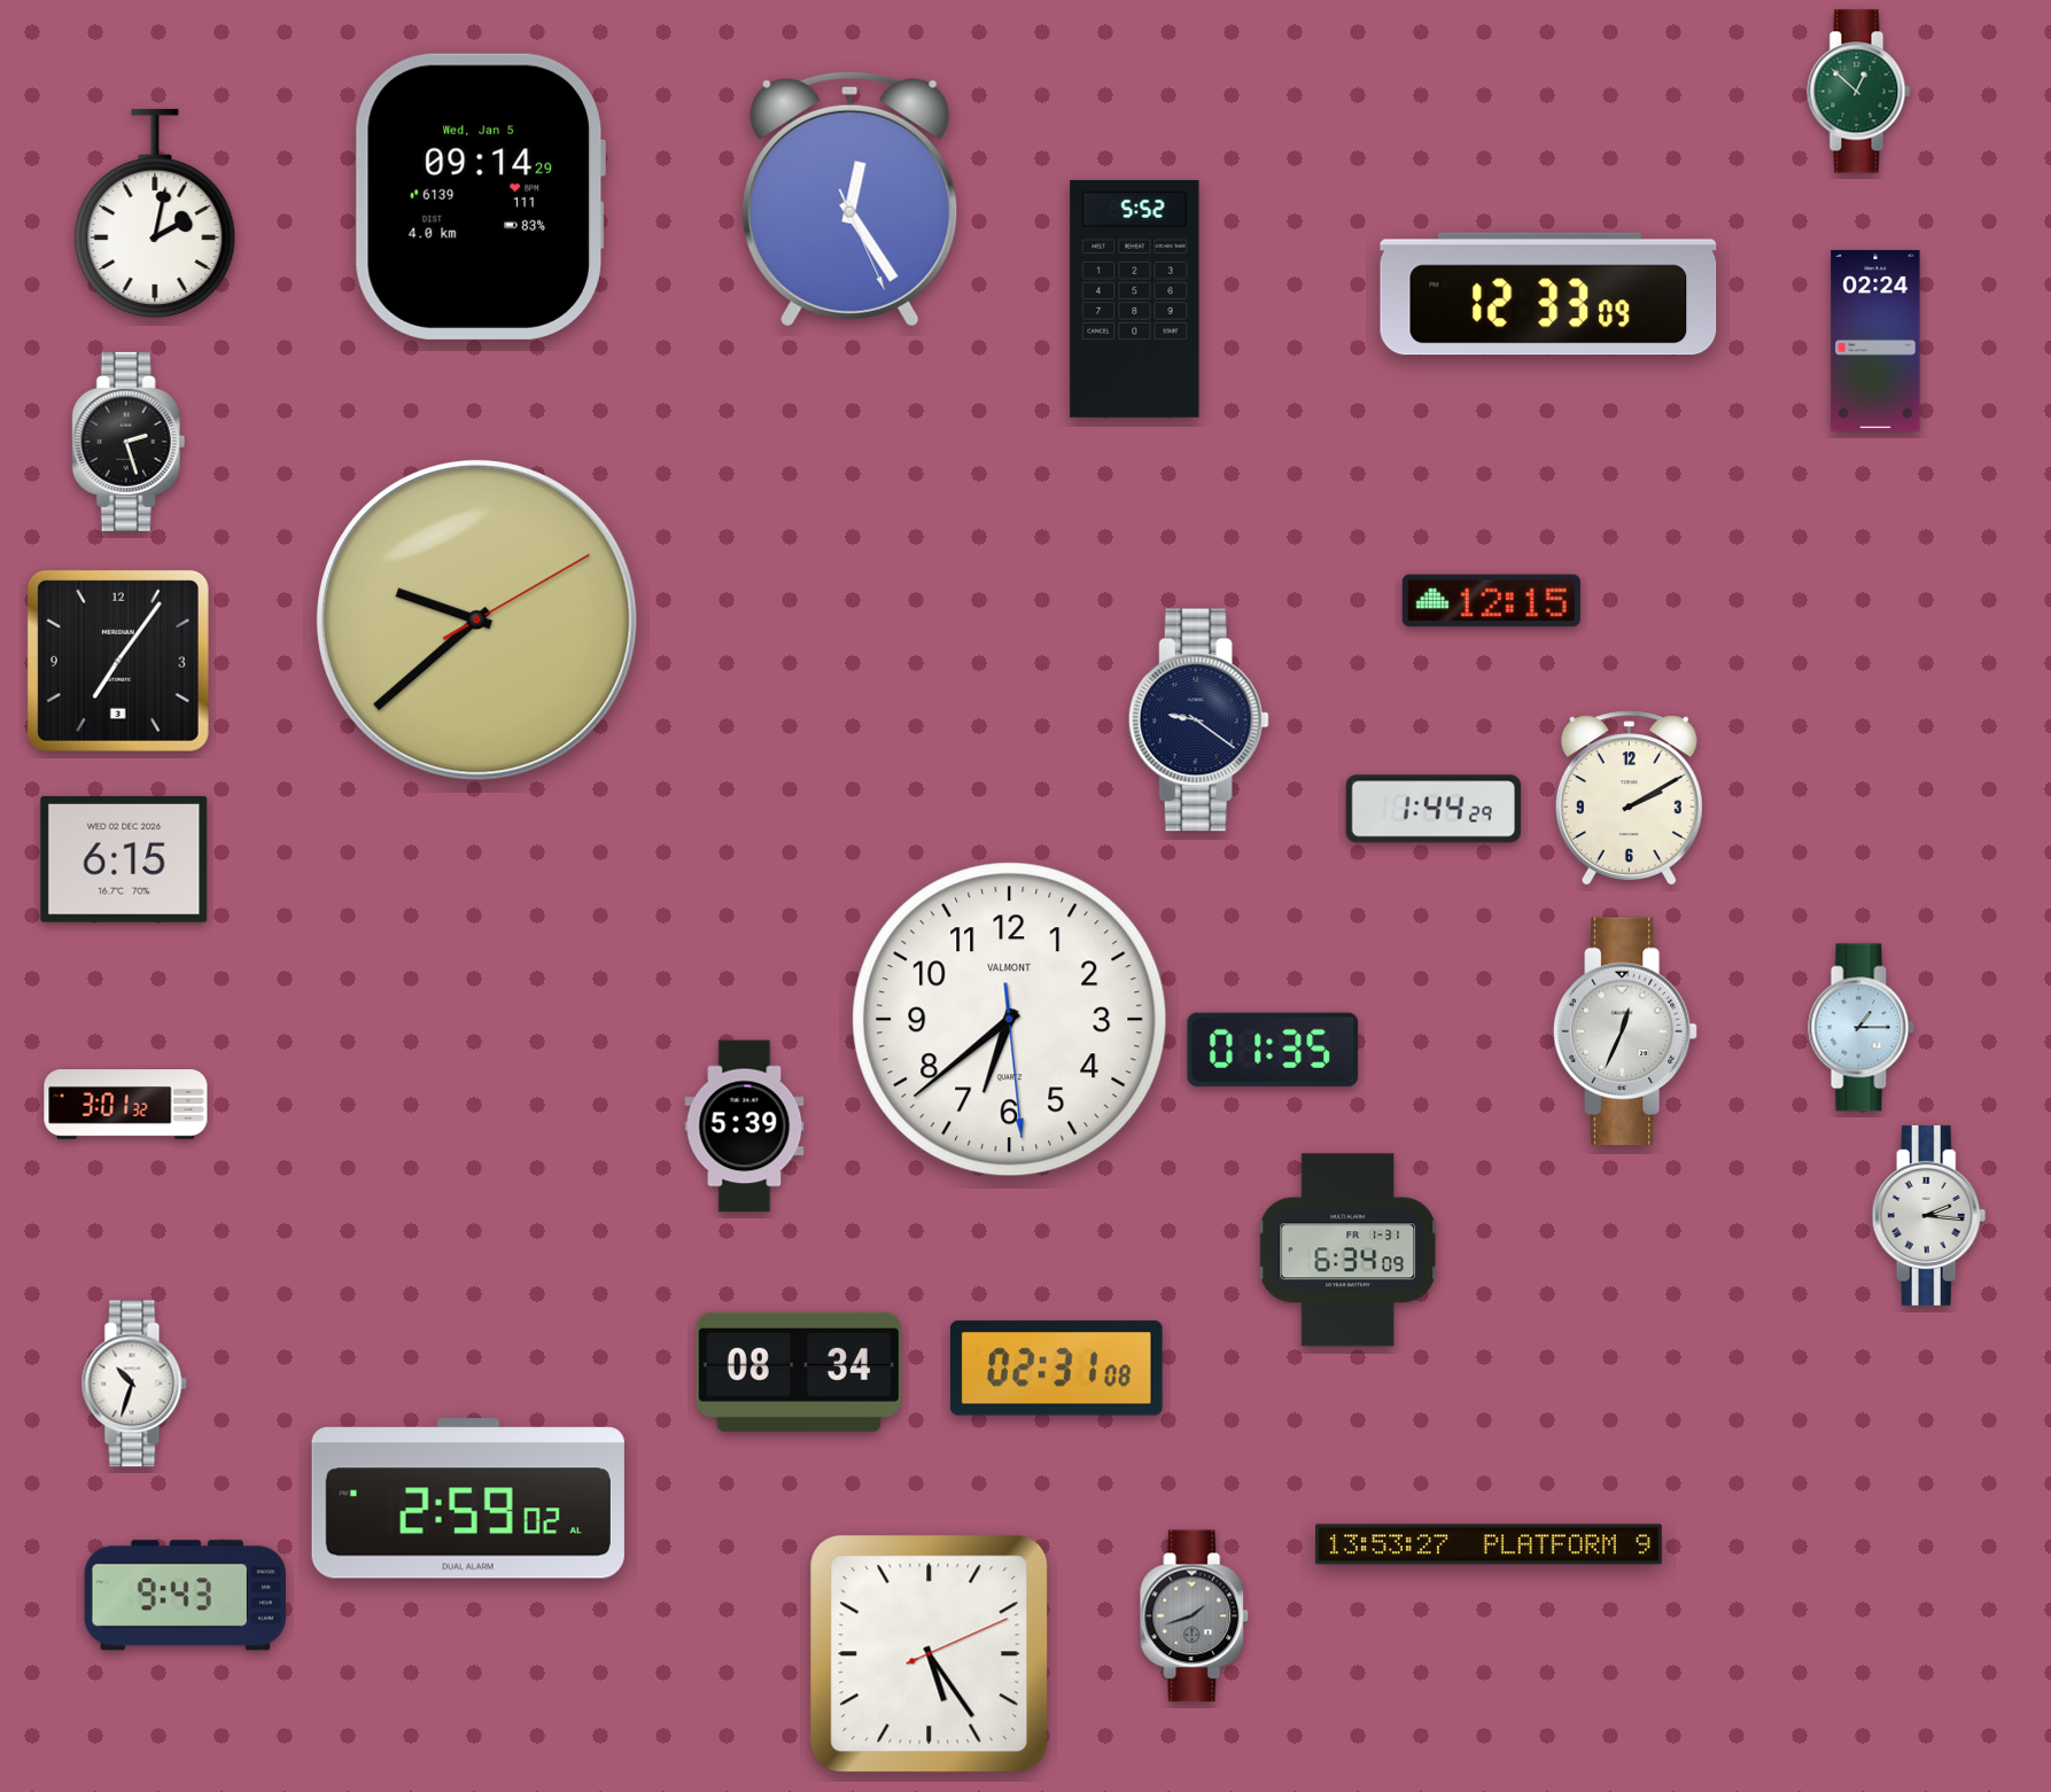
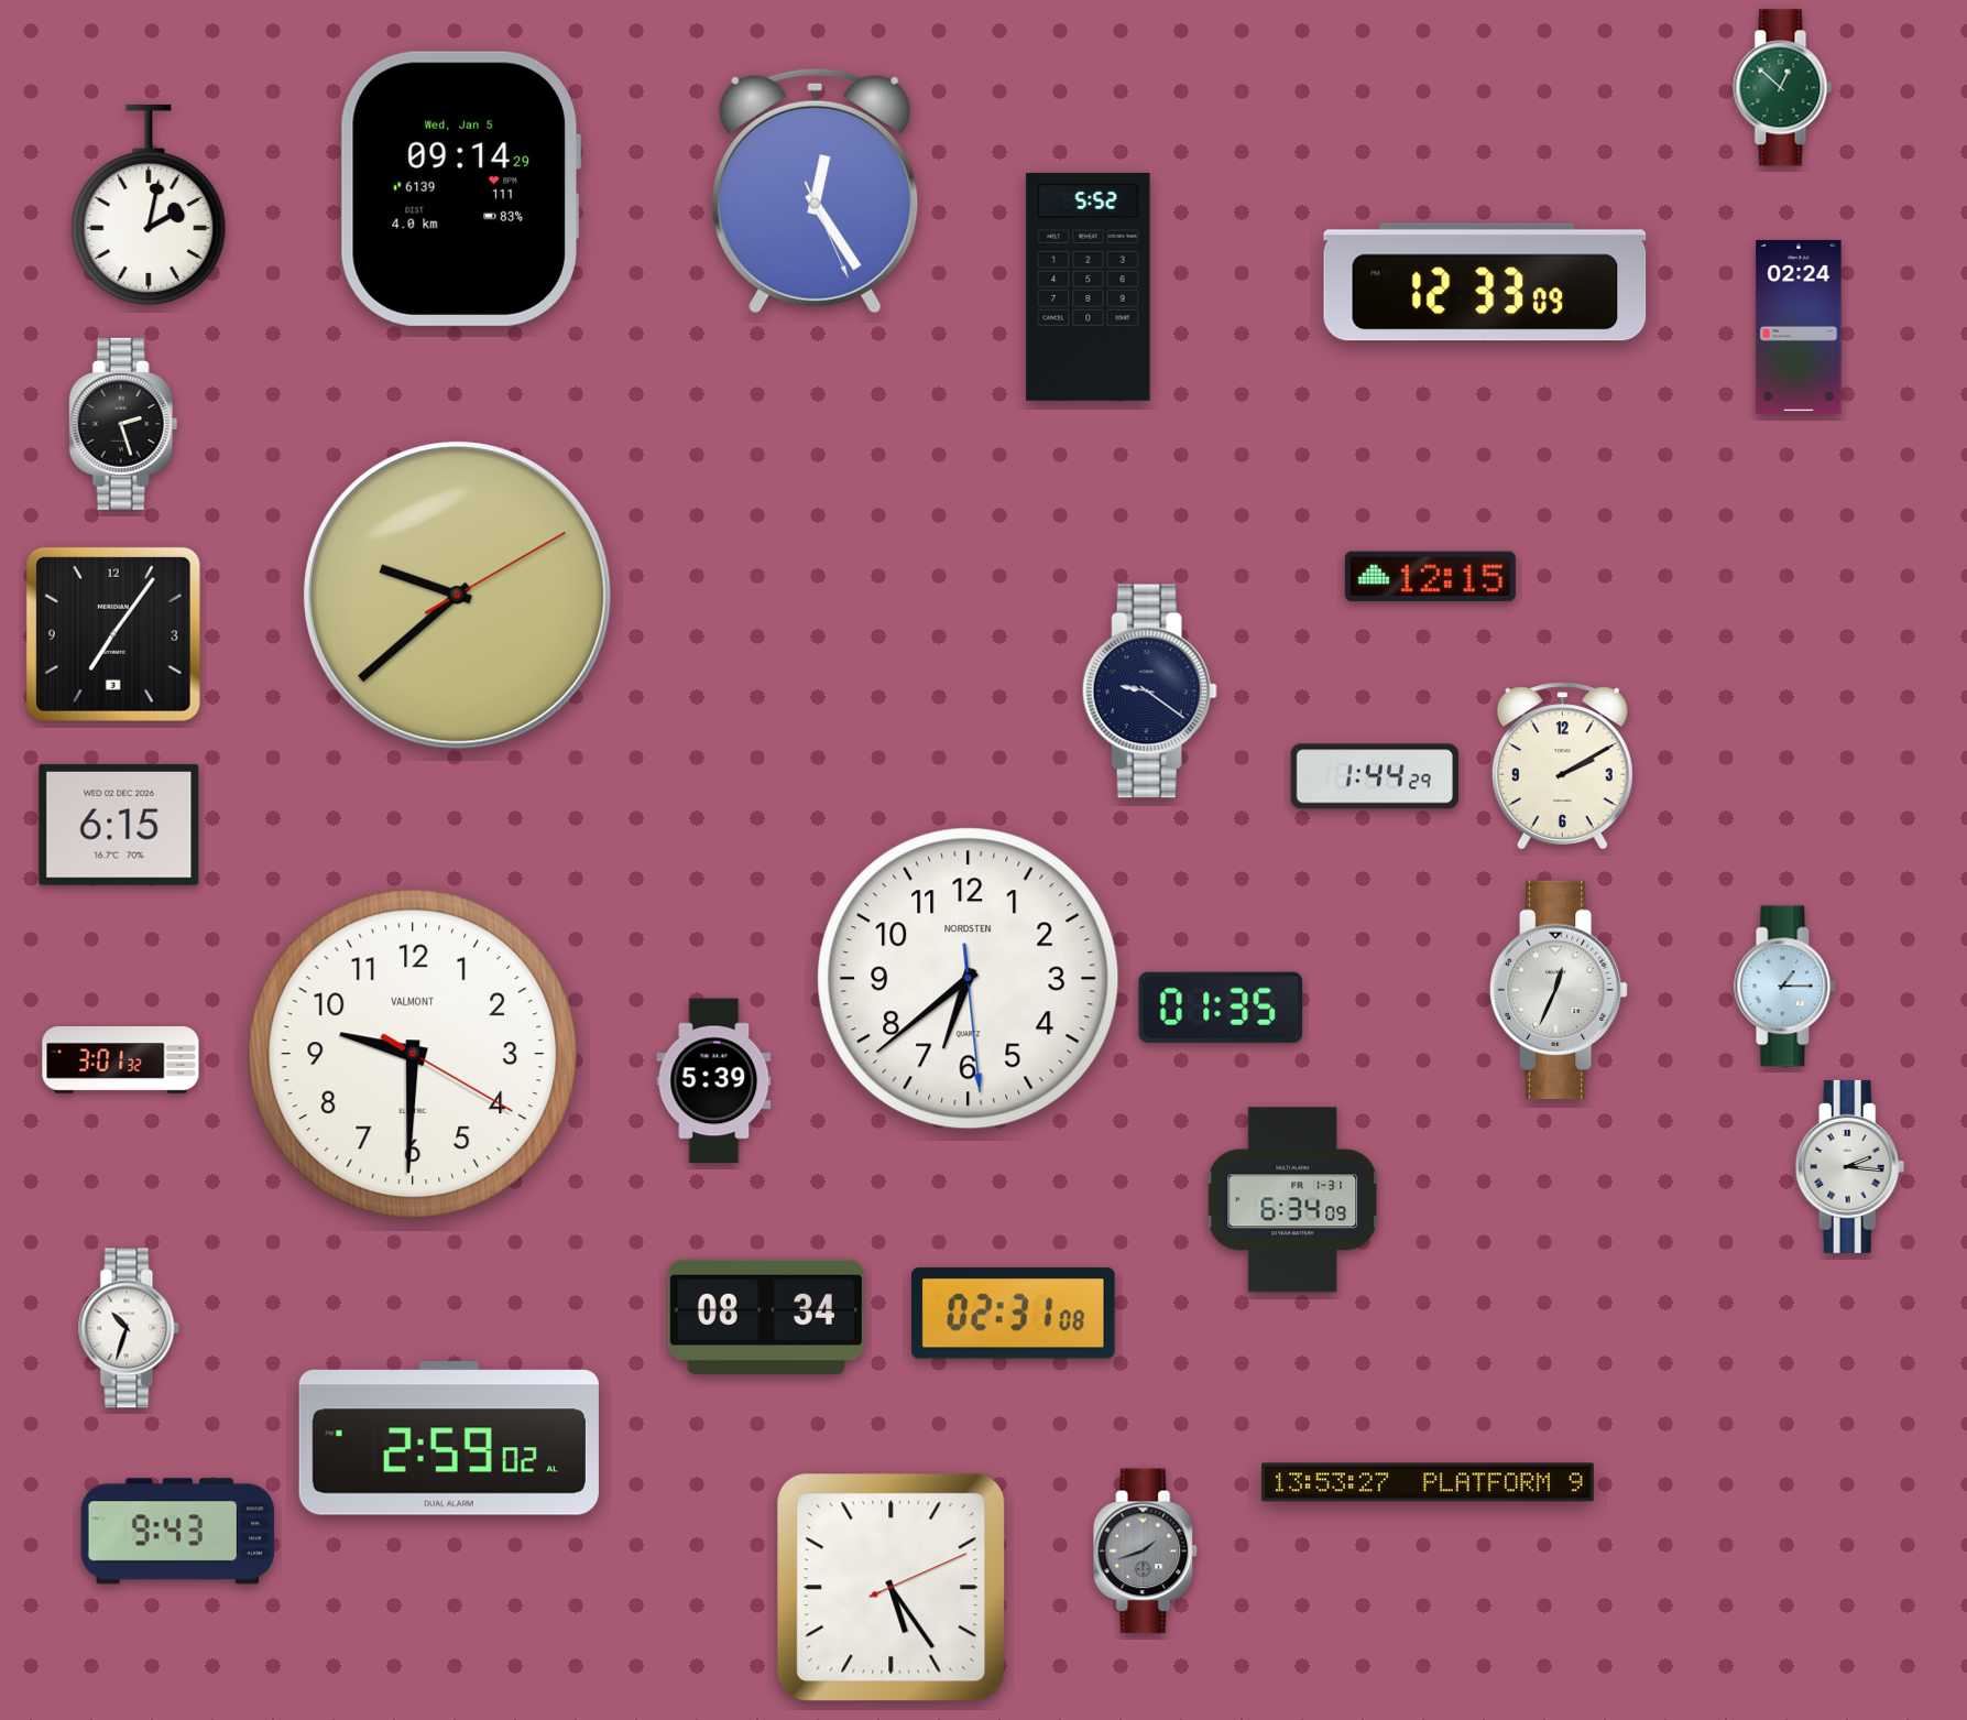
clock at (1010, 1020) brand: VALMONT -> NORDSTEN
clock at (413, 1054): none -> 9:30
